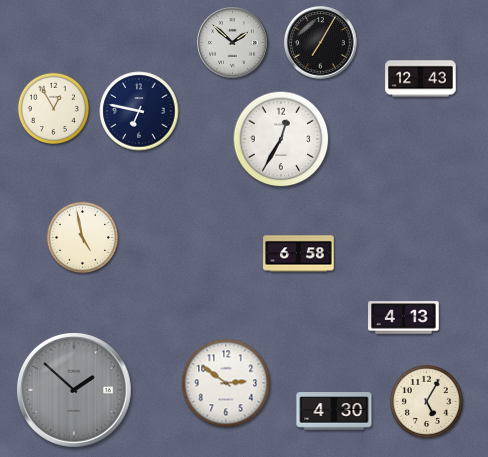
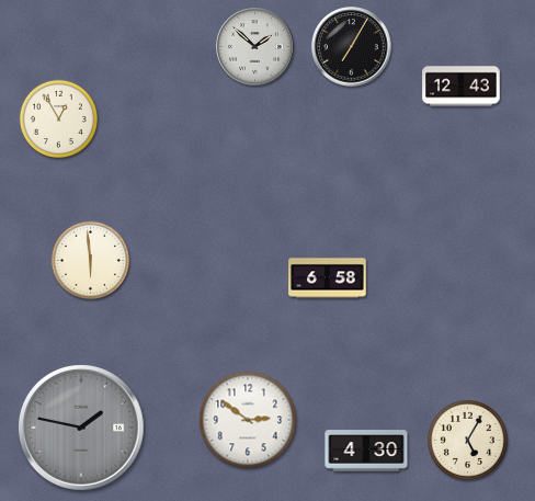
clock at (139, 111): 6:47 -> none
clock at (281, 139): 12:35 -> none
clock at (82, 237): 4:58 -> 5:59
clock at (404, 318): 4:13 -> none
clock at (74, 390): 1:52 -> 1:47
